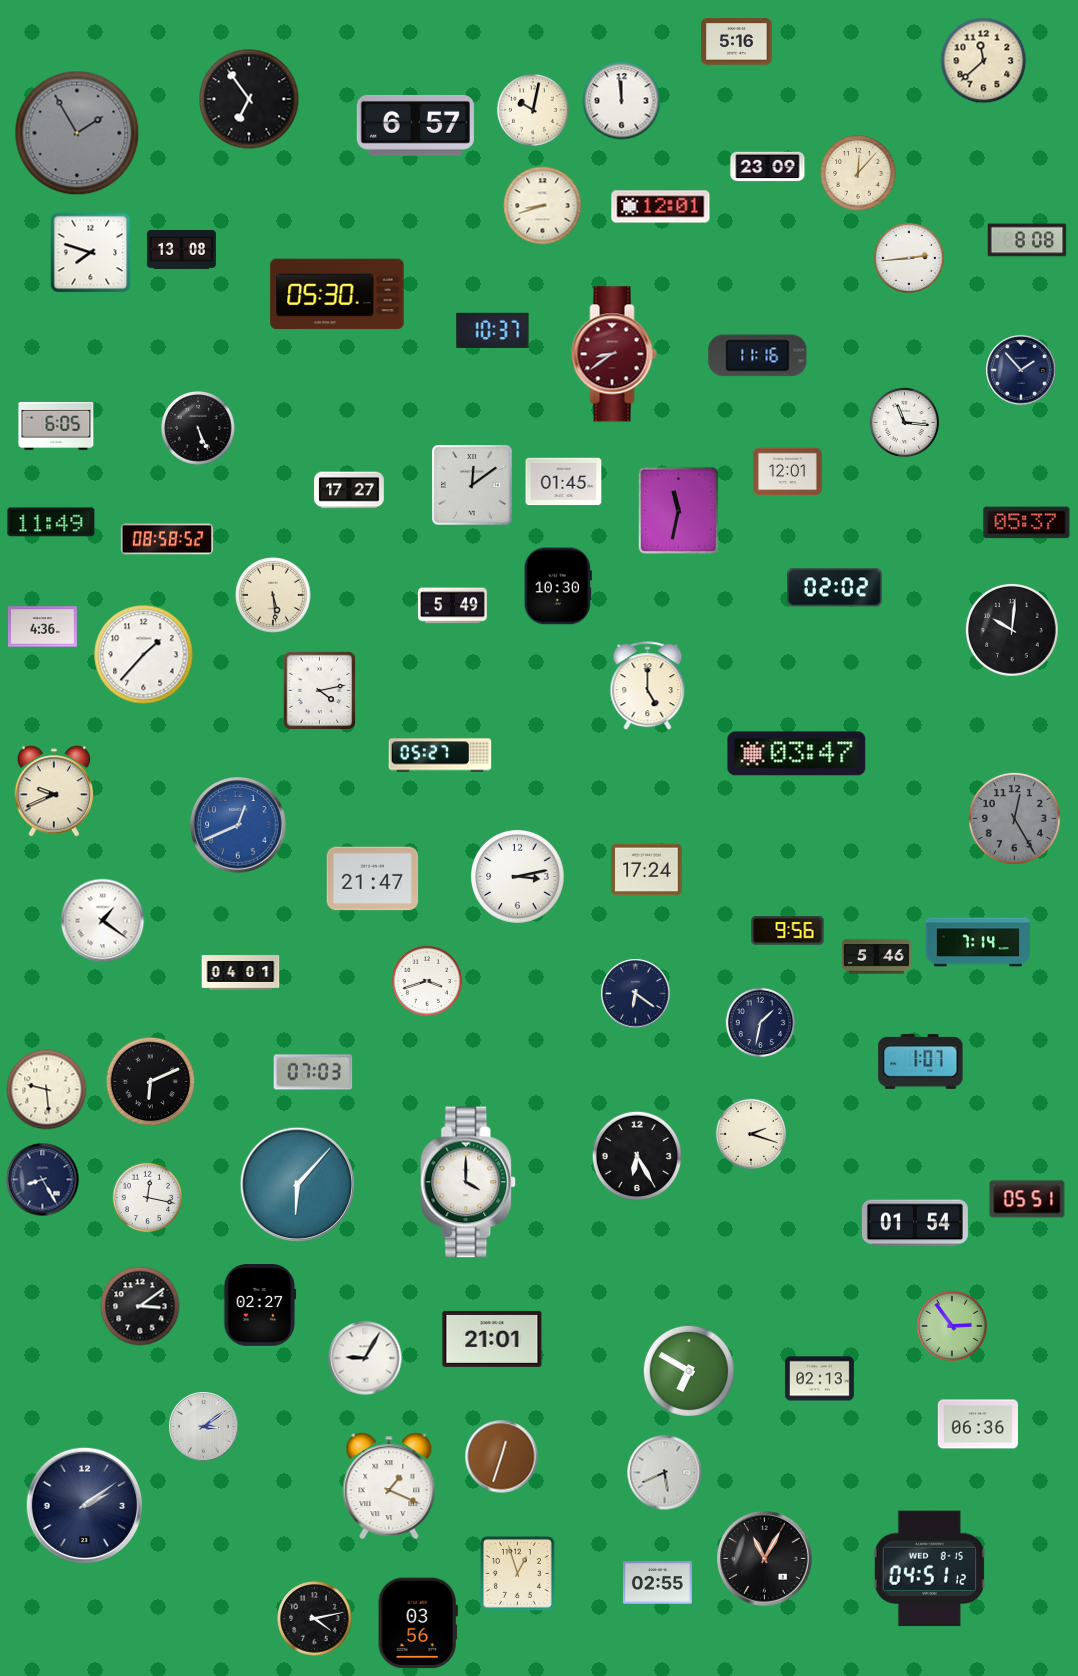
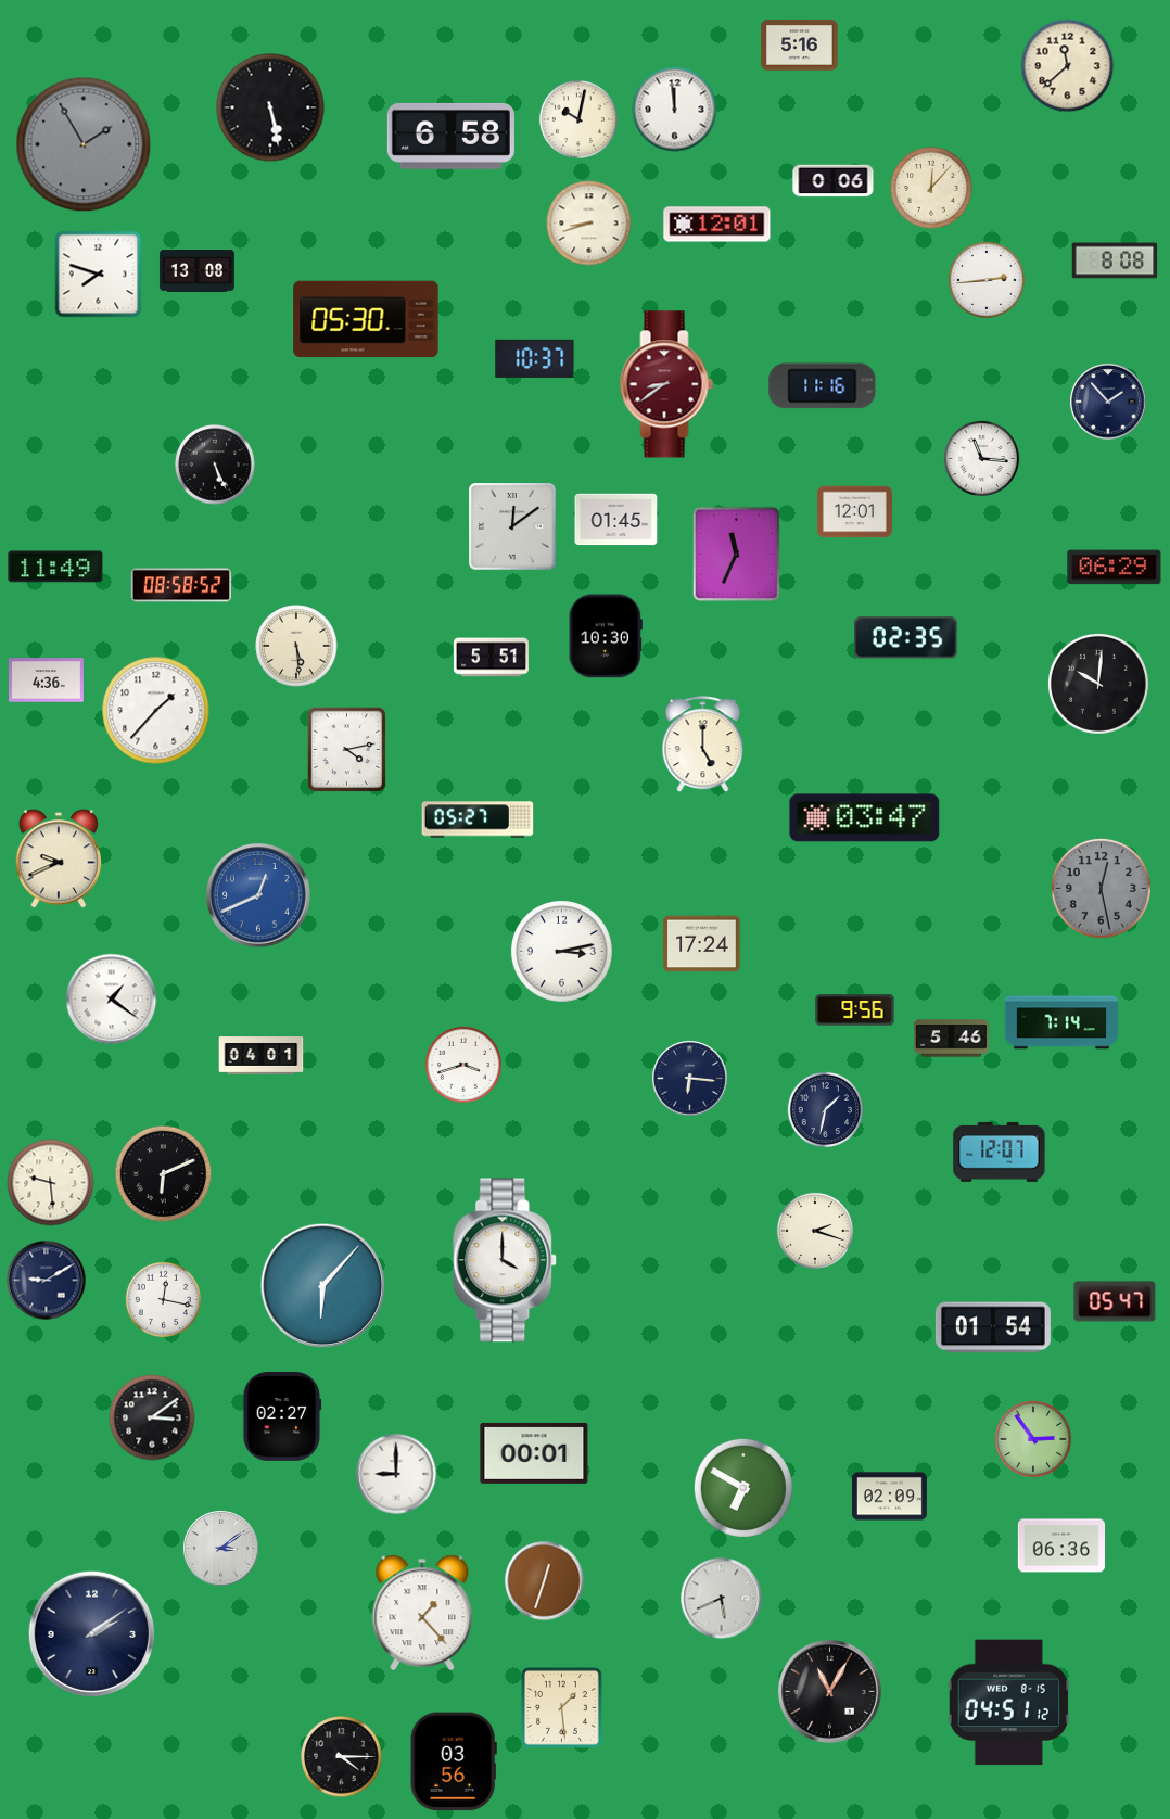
clock at (249, 99): 6:54 -> 5:28
clock at (415, 125): 6:57 -> 6:58
clock at (768, 167): 23:09 -> 0:06
clock at (56, 426): 6:05 -> none
clock at (564, 482) position: (564, 482) -> (616, 520)
clock at (349, 490): 17:27 -> none
clock at (678, 510): 11:32 -> 11:34
clock at (1027, 523): 05:37 -> 06:29
clock at (835, 588): 02:02 -> 02:35
clock at (452, 606): 5:49 -> 5:51
clock at (1014, 818): 12:25 -> 12:28
clock at (373, 879): 21:47 -> none
clock at (636, 994): 6:21 -> 6:16
clock at (921, 1061): 1:07 -> 12:07
clock at (313, 1072): 07:03 -> none
clock at (637, 1156): 6:25 -> none
clock at (43, 1180): 8:25 -> 9:10
clock at (469, 1182) position: (469, 1182) -> (506, 1260)
clock at (148, 1198) position: (148, 1198) -> (164, 1300)
clock at (1027, 1199): 05:51 -> 05:47
clock at (492, 1339): 21:01 -> 00:01
clock at (365, 1358): 9:05 -> 9:00
clock at (689, 1371) position: (689, 1371) -> (743, 1488)
clock at (819, 1379): 02:13 -> 02:09
clock at (389, 1486): 1:19 -> 1:23
clock at (518, 1574): 12:57 -> 1:29
clock at (657, 1583): 02:55 -> none
clock at (315, 1619): 4:13 -> 4:15
